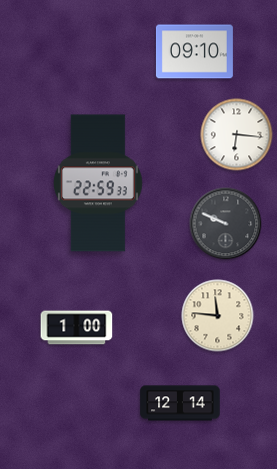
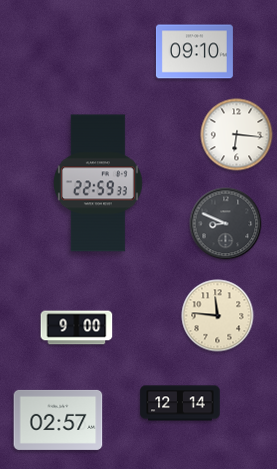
clock at (226, 224): 9:49 -> 8:49
clock at (77, 328): 1:00 -> 9:00
clock at (58, 420): none -> 02:57
